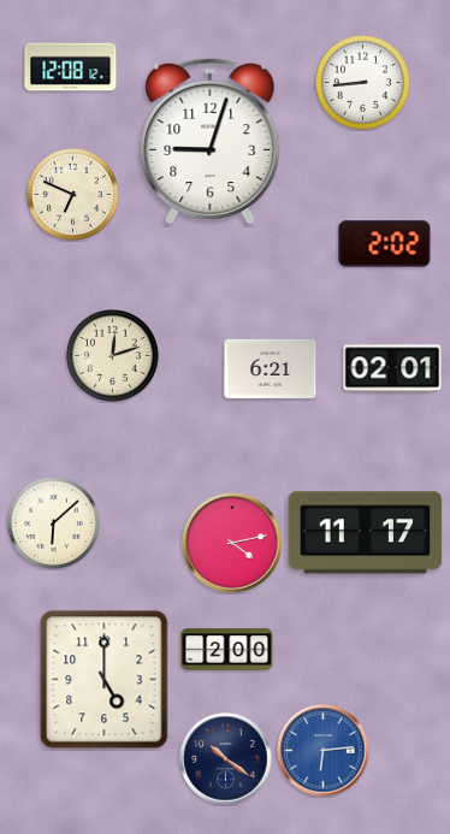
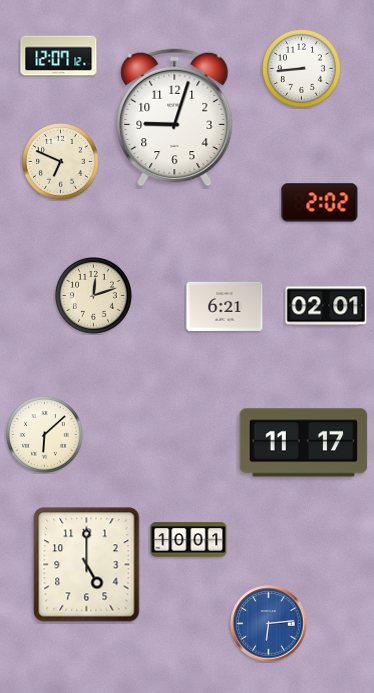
clock at (71, 67): 12:08 -> 12:07
clock at (232, 543): 4:13 -> none
clock at (227, 650): 2:00 -> 10:01
clock at (226, 759): 10:21 -> none
